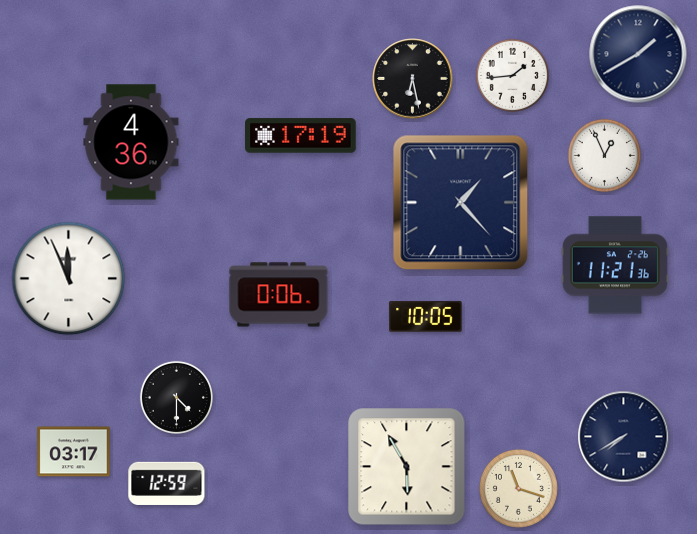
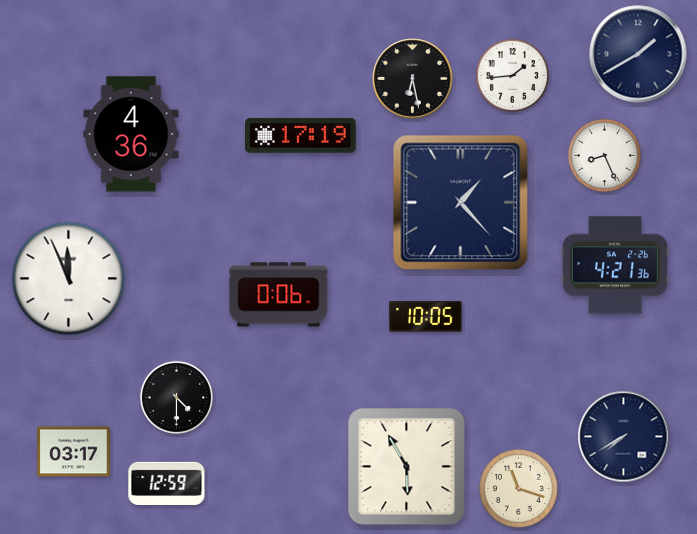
clock at (131, 142) position: (131, 142) -> (131, 134)
clock at (604, 155): 12:56 -> 8:26
clock at (615, 265): 11:21 -> 4:21
